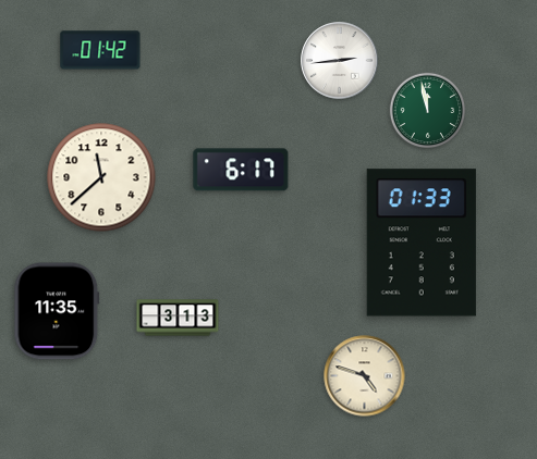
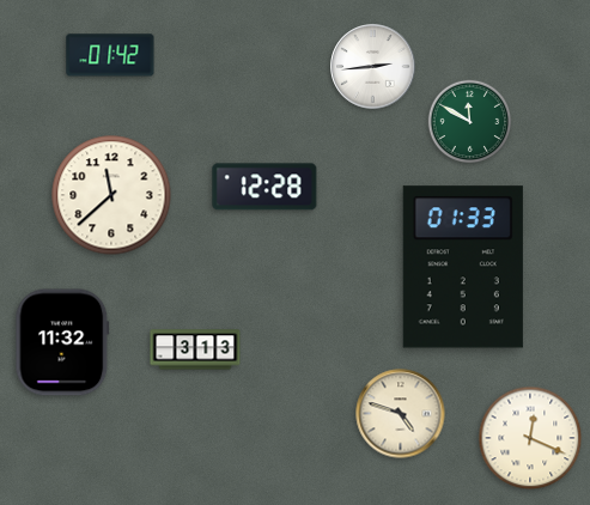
clock at (428, 111): 11:58 -> 11:50
clock at (241, 170): 6:17 -> 12:28
clock at (57, 311): 11:35 -> 11:32
clock at (530, 438): none -> 12:19
